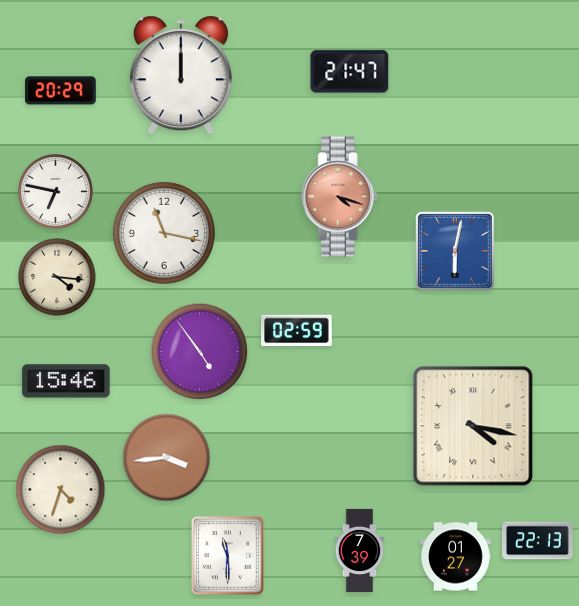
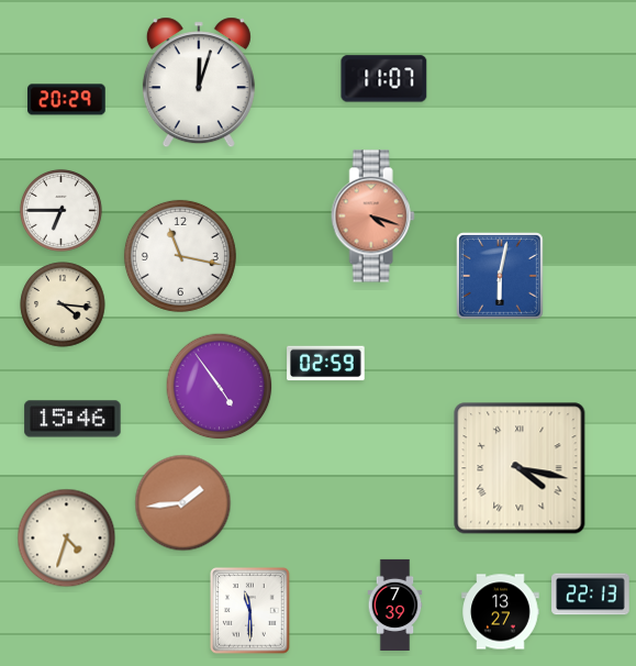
clock at (350, 72): 21:47 -> 11:07
clock at (181, 75): 12:00 -> 12:03
clock at (55, 191): 6:47 -> 6:45
clock at (167, 458): 3:44 -> 1:44
clock at (456, 557): 01:27 -> 13:27
